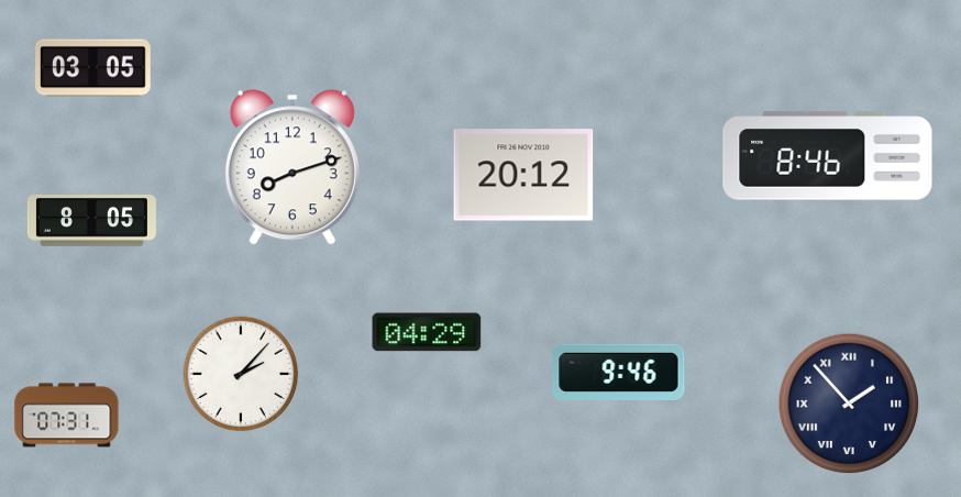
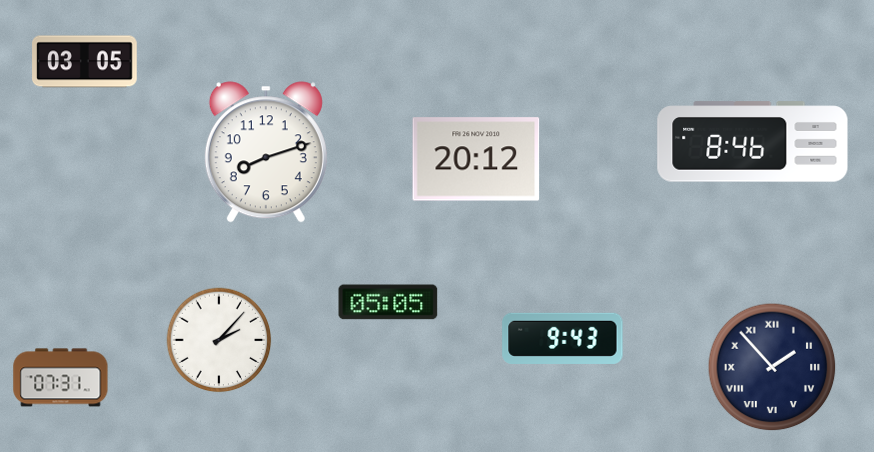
clock at (91, 221): 8:05 -> none
clock at (427, 332): 04:29 -> 05:05
clock at (619, 372): 9:46 -> 9:43
